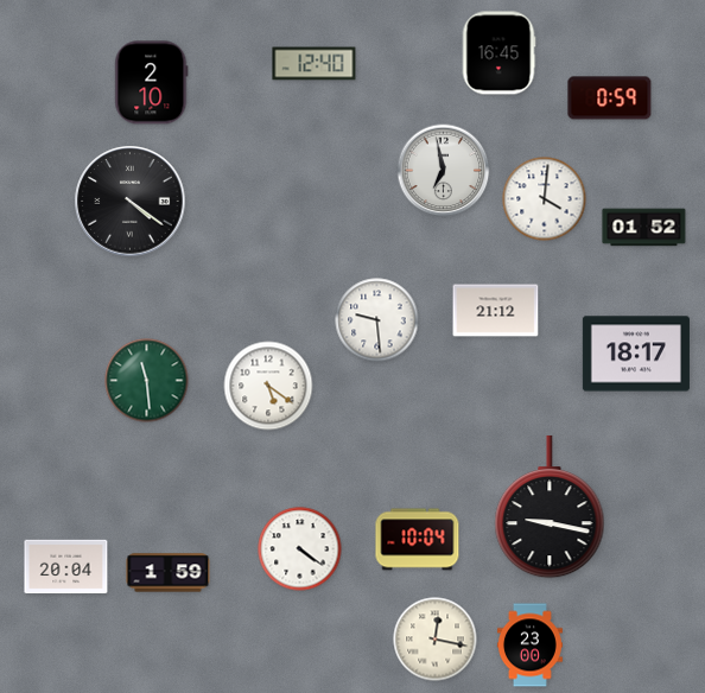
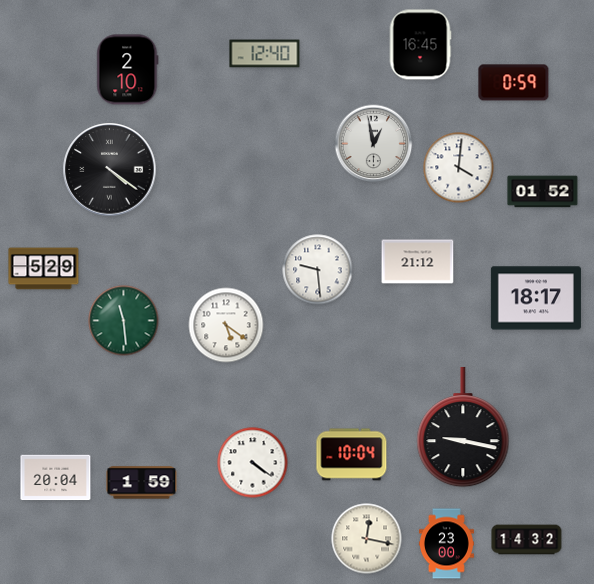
clock at (444, 171): 6:58 -> 12:58
clock at (44, 269): none -> 5:29
clock at (527, 540): none -> 14:32
